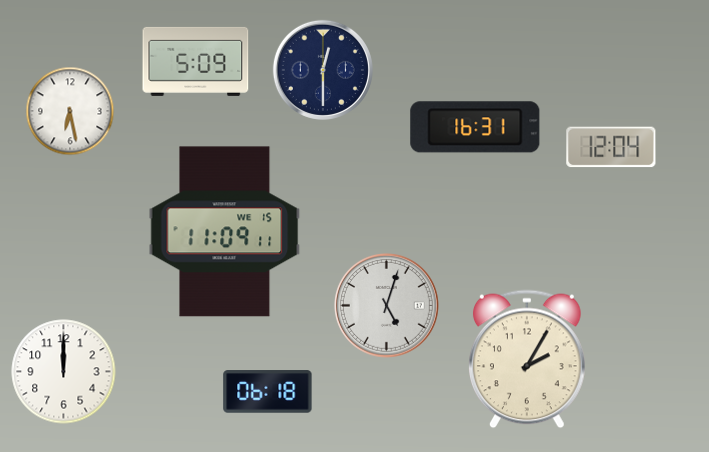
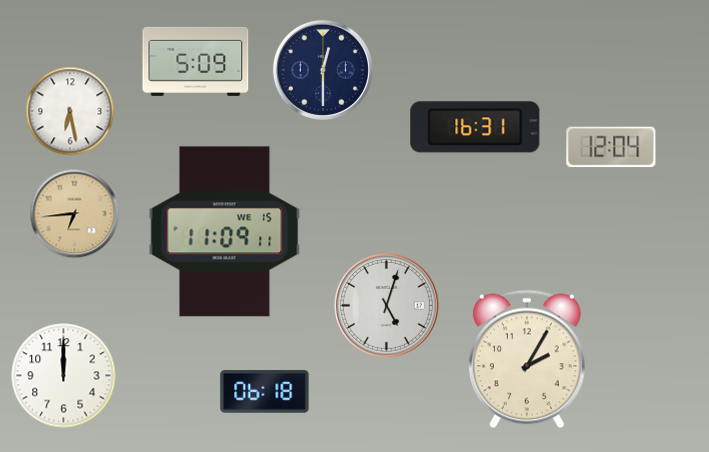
clock at (75, 214): none -> 6:44
clock at (64, 372) position: (64, 372) -> (64, 376)
clock at (268, 392) position: (268, 392) -> (265, 392)
